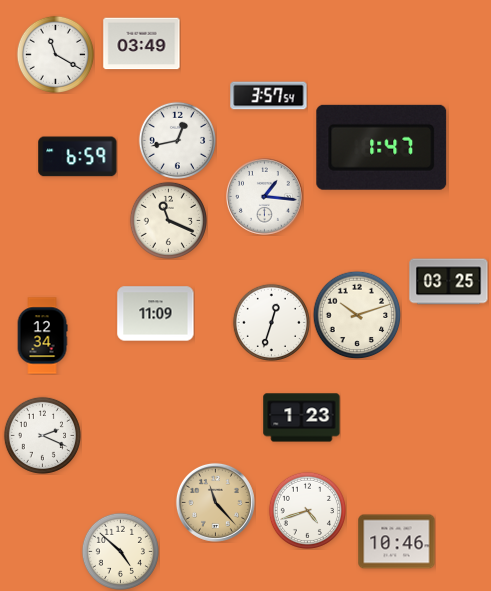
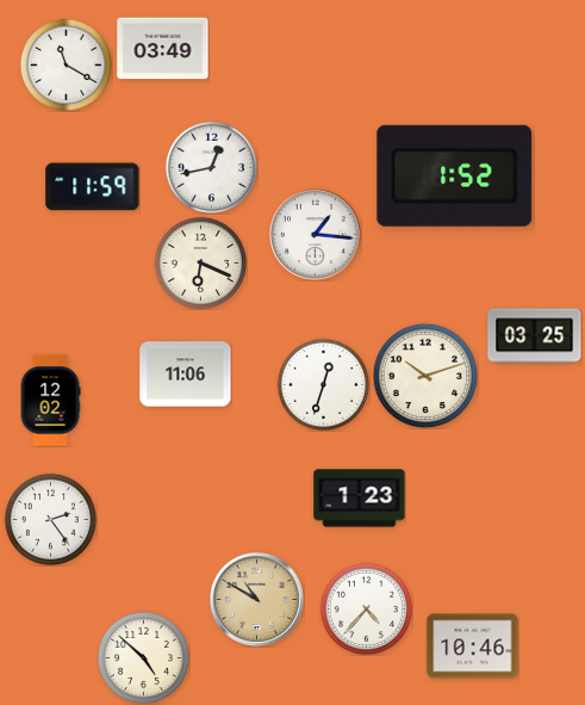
clock at (142, 44) position: (142, 44) -> (163, 49)
clock at (269, 96): 3:57 -> none
clock at (382, 147): 1:47 -> 1:52
clock at (78, 157): 6:59 -> 11:59
clock at (168, 220): 11:19 -> 6:19
clock at (156, 314): 11:09 -> 11:06
clock at (42, 336): 12:34 -> 12:02
clock at (42, 435): 2:19 -> 2:24
clock at (215, 502): 11:23 -> 10:50
clock at (307, 510): 4:42 -> 4:37
